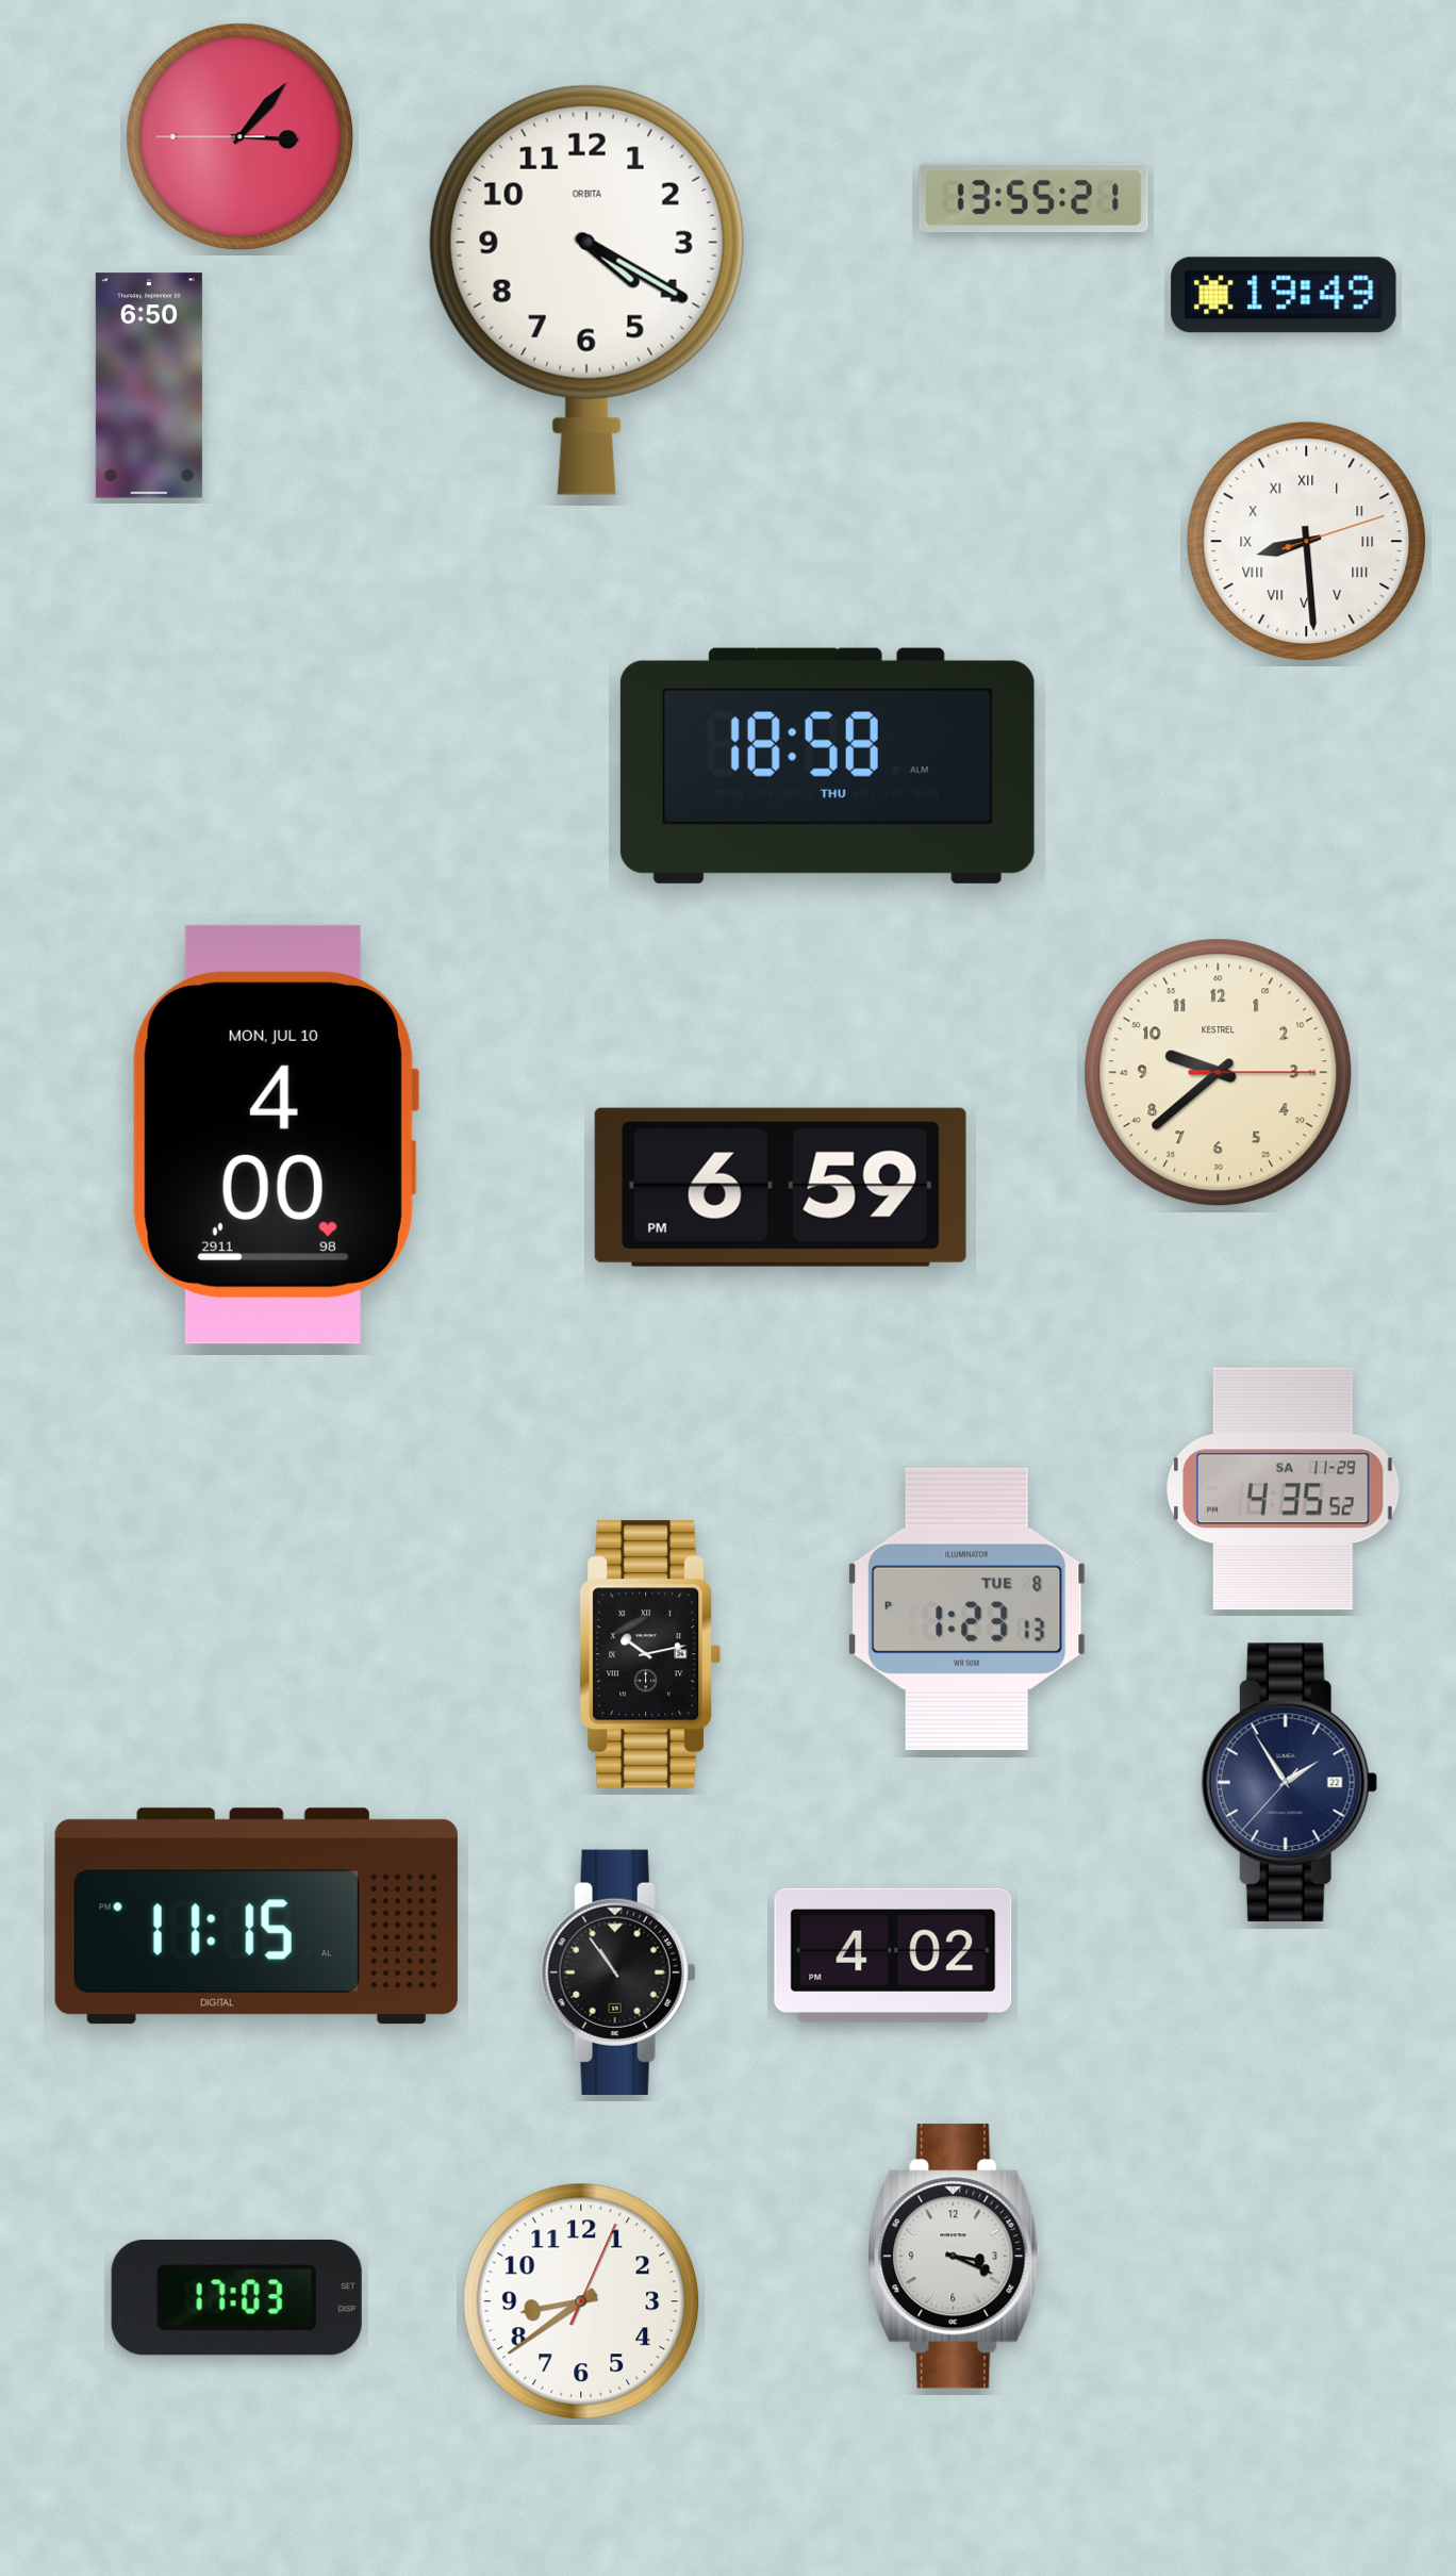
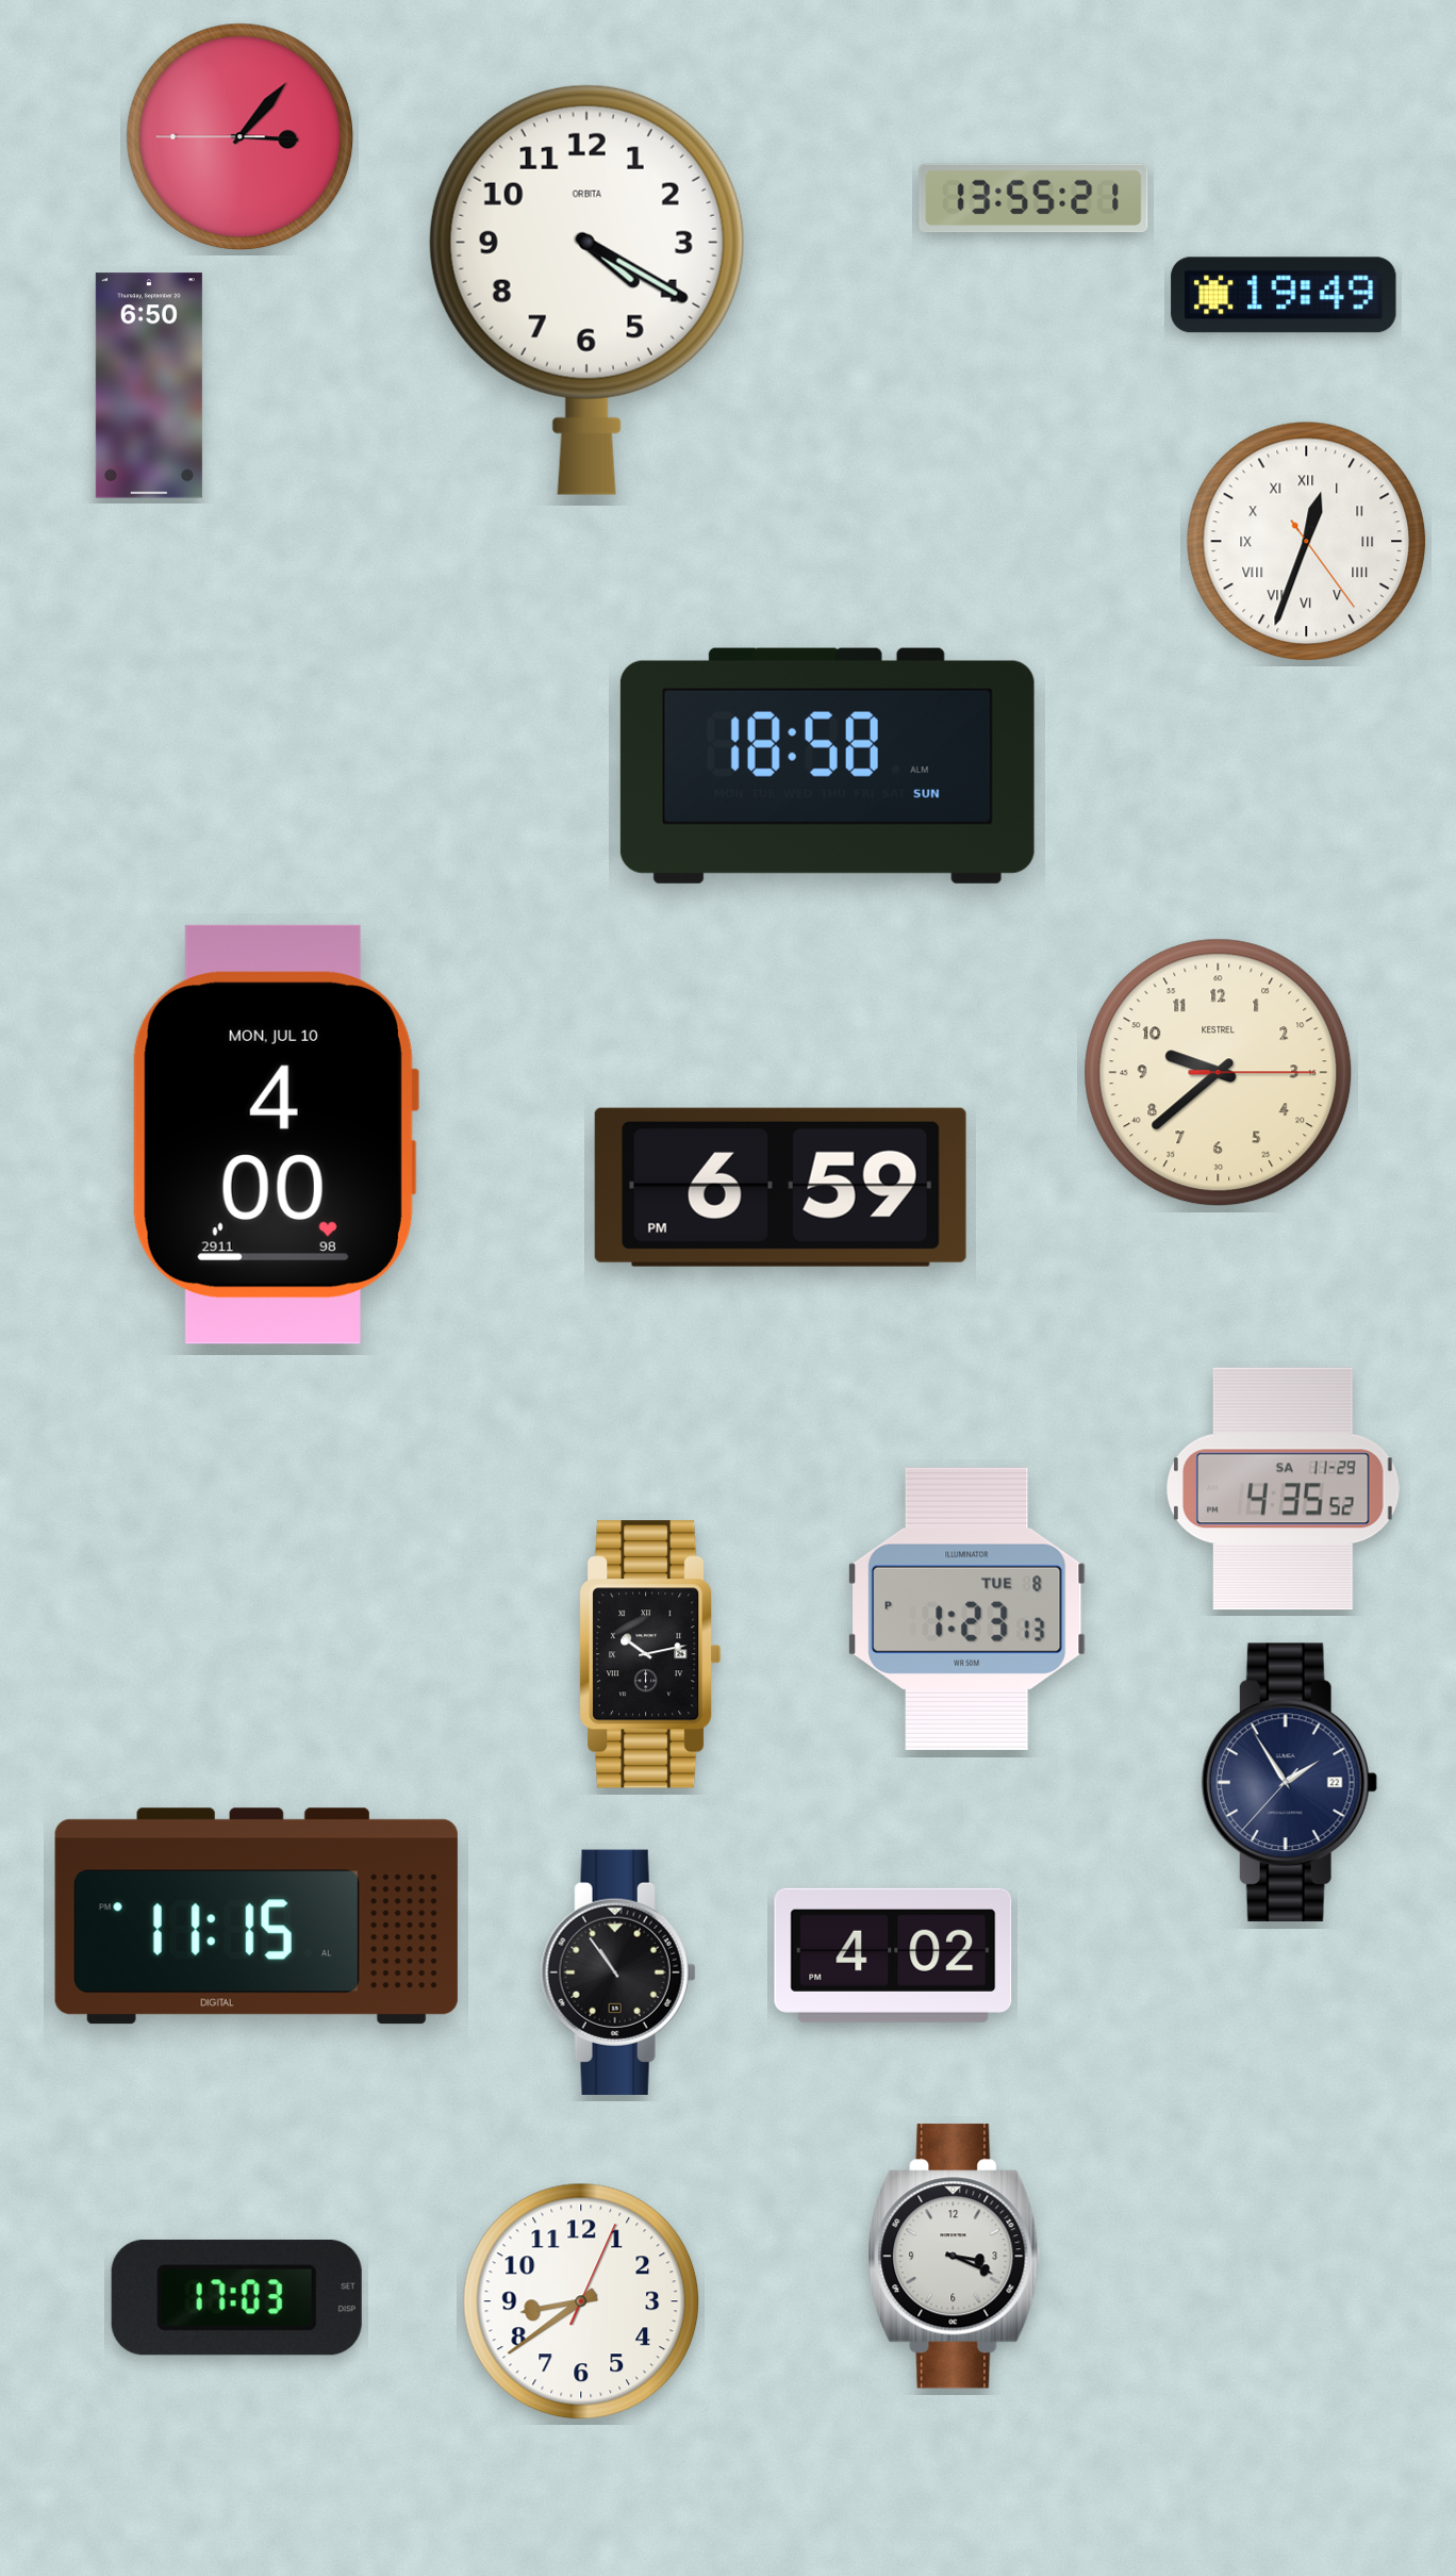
clock at (1307, 542): 8:29 -> 12:33
clock at (827, 765) date: THU -> SUN
